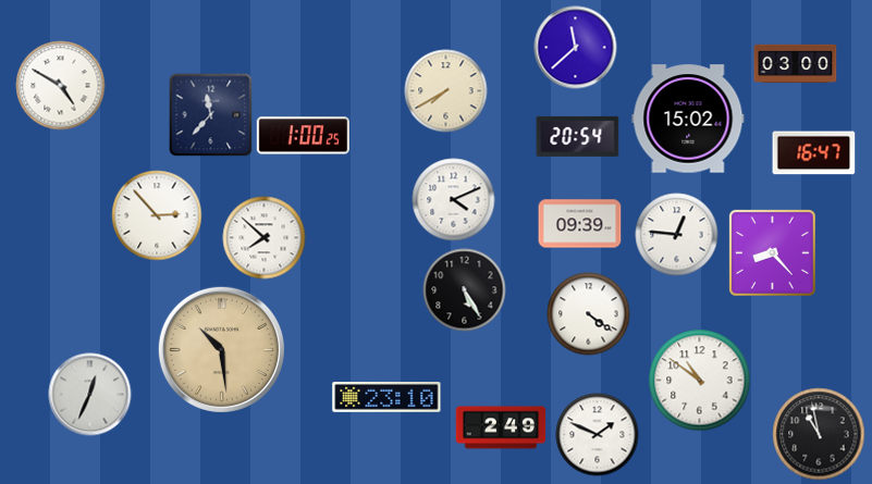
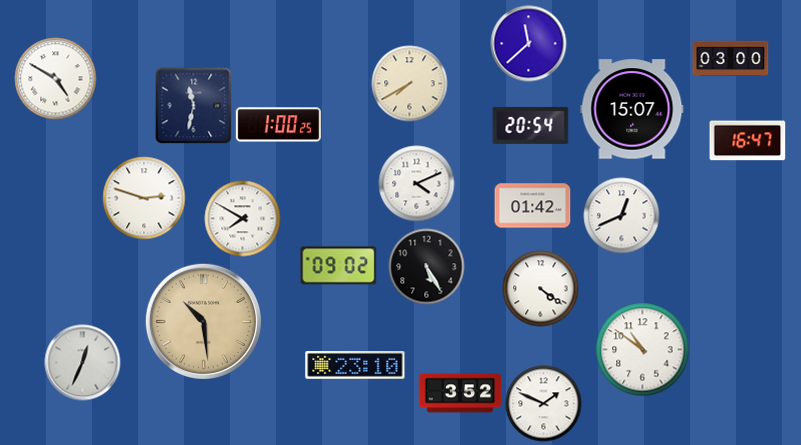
clock at (211, 115): 11:37 -> 11:32
clock at (688, 119): 15:02 -> 15:07
clock at (157, 215): 2:53 -> 2:48
clock at (580, 224): 09:39 -> 01:42
clock at (677, 235): 12:46 -> 12:41
clock at (265, 238): 7:52 -> 7:50
clock at (773, 253): 8:23 -> none
clock at (339, 266): none -> 09:02
clock at (501, 427): 2:49 -> 3:52
clock at (819, 434): 10:58 -> none
clock at (598, 435) position: (598, 435) -> (544, 404)
